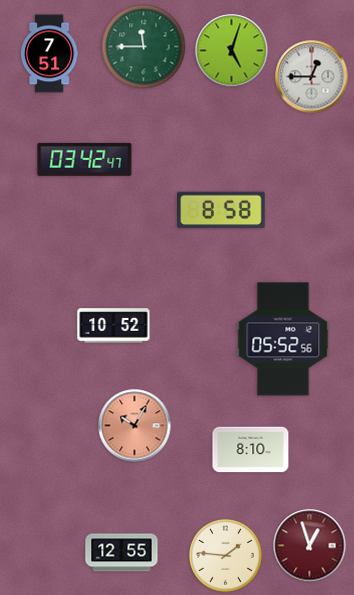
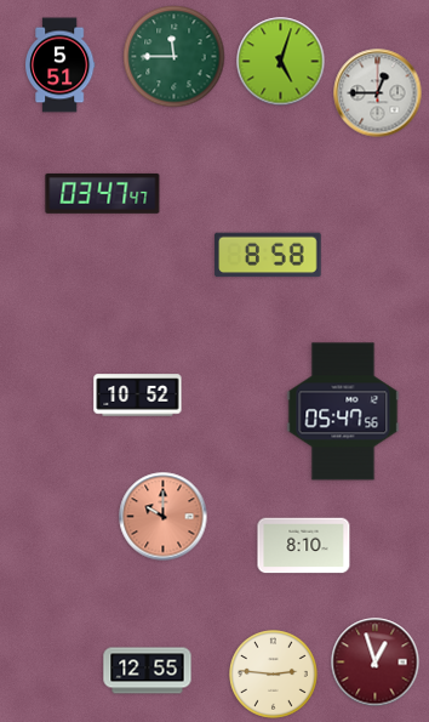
clock at (50, 54): 7:51 -> 5:51
clock at (85, 159): 03:42 -> 03:47
clock at (283, 339): 05:52 -> 05:47
clock at (135, 426): 10:05 -> 10:00
clock at (226, 556): 1:46 -> 2:46
